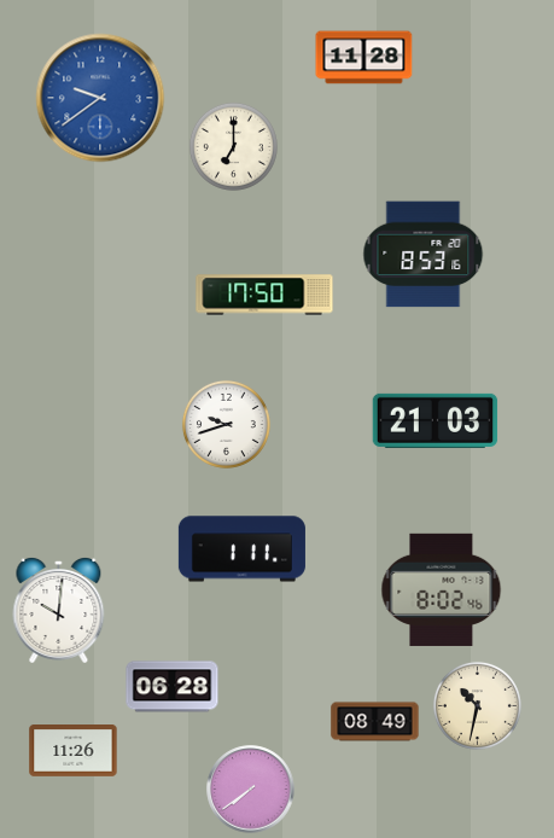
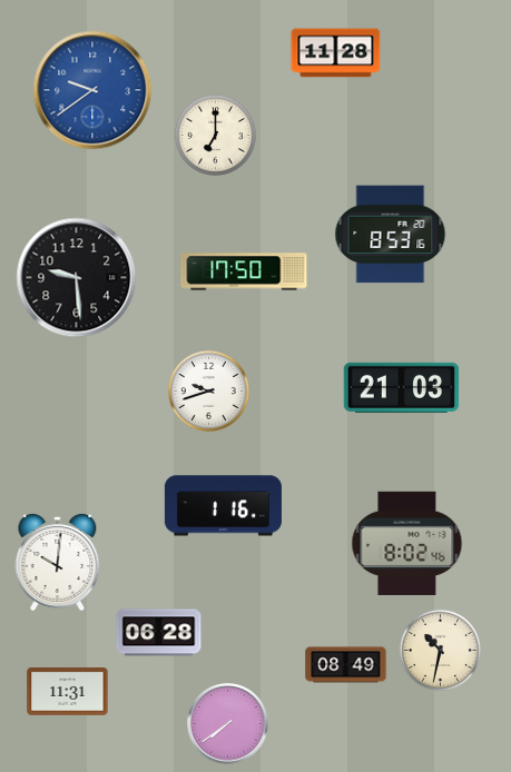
clock at (77, 278): none -> 9:29
clock at (241, 549): 1:11 -> 1:16
clock at (59, 611) position: (59, 611) -> (58, 563)
clock at (74, 751): 11:26 -> 11:31
clock at (251, 790) position: (251, 790) -> (228, 724)
